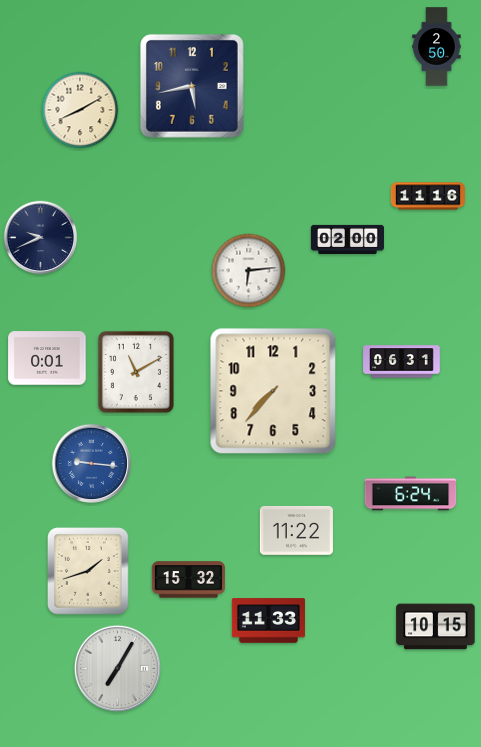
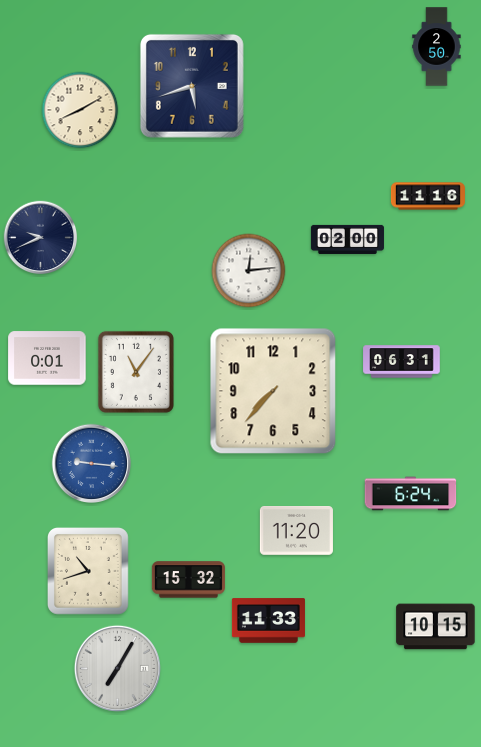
clock at (192, 86): 5:43 -> 5:42
clock at (249, 271): 6:14 -> 12:14
clock at (136, 372): 11:10 -> 11:06
clock at (296, 531): 11:22 -> 11:20
clock at (89, 572): 1:42 -> 10:42
